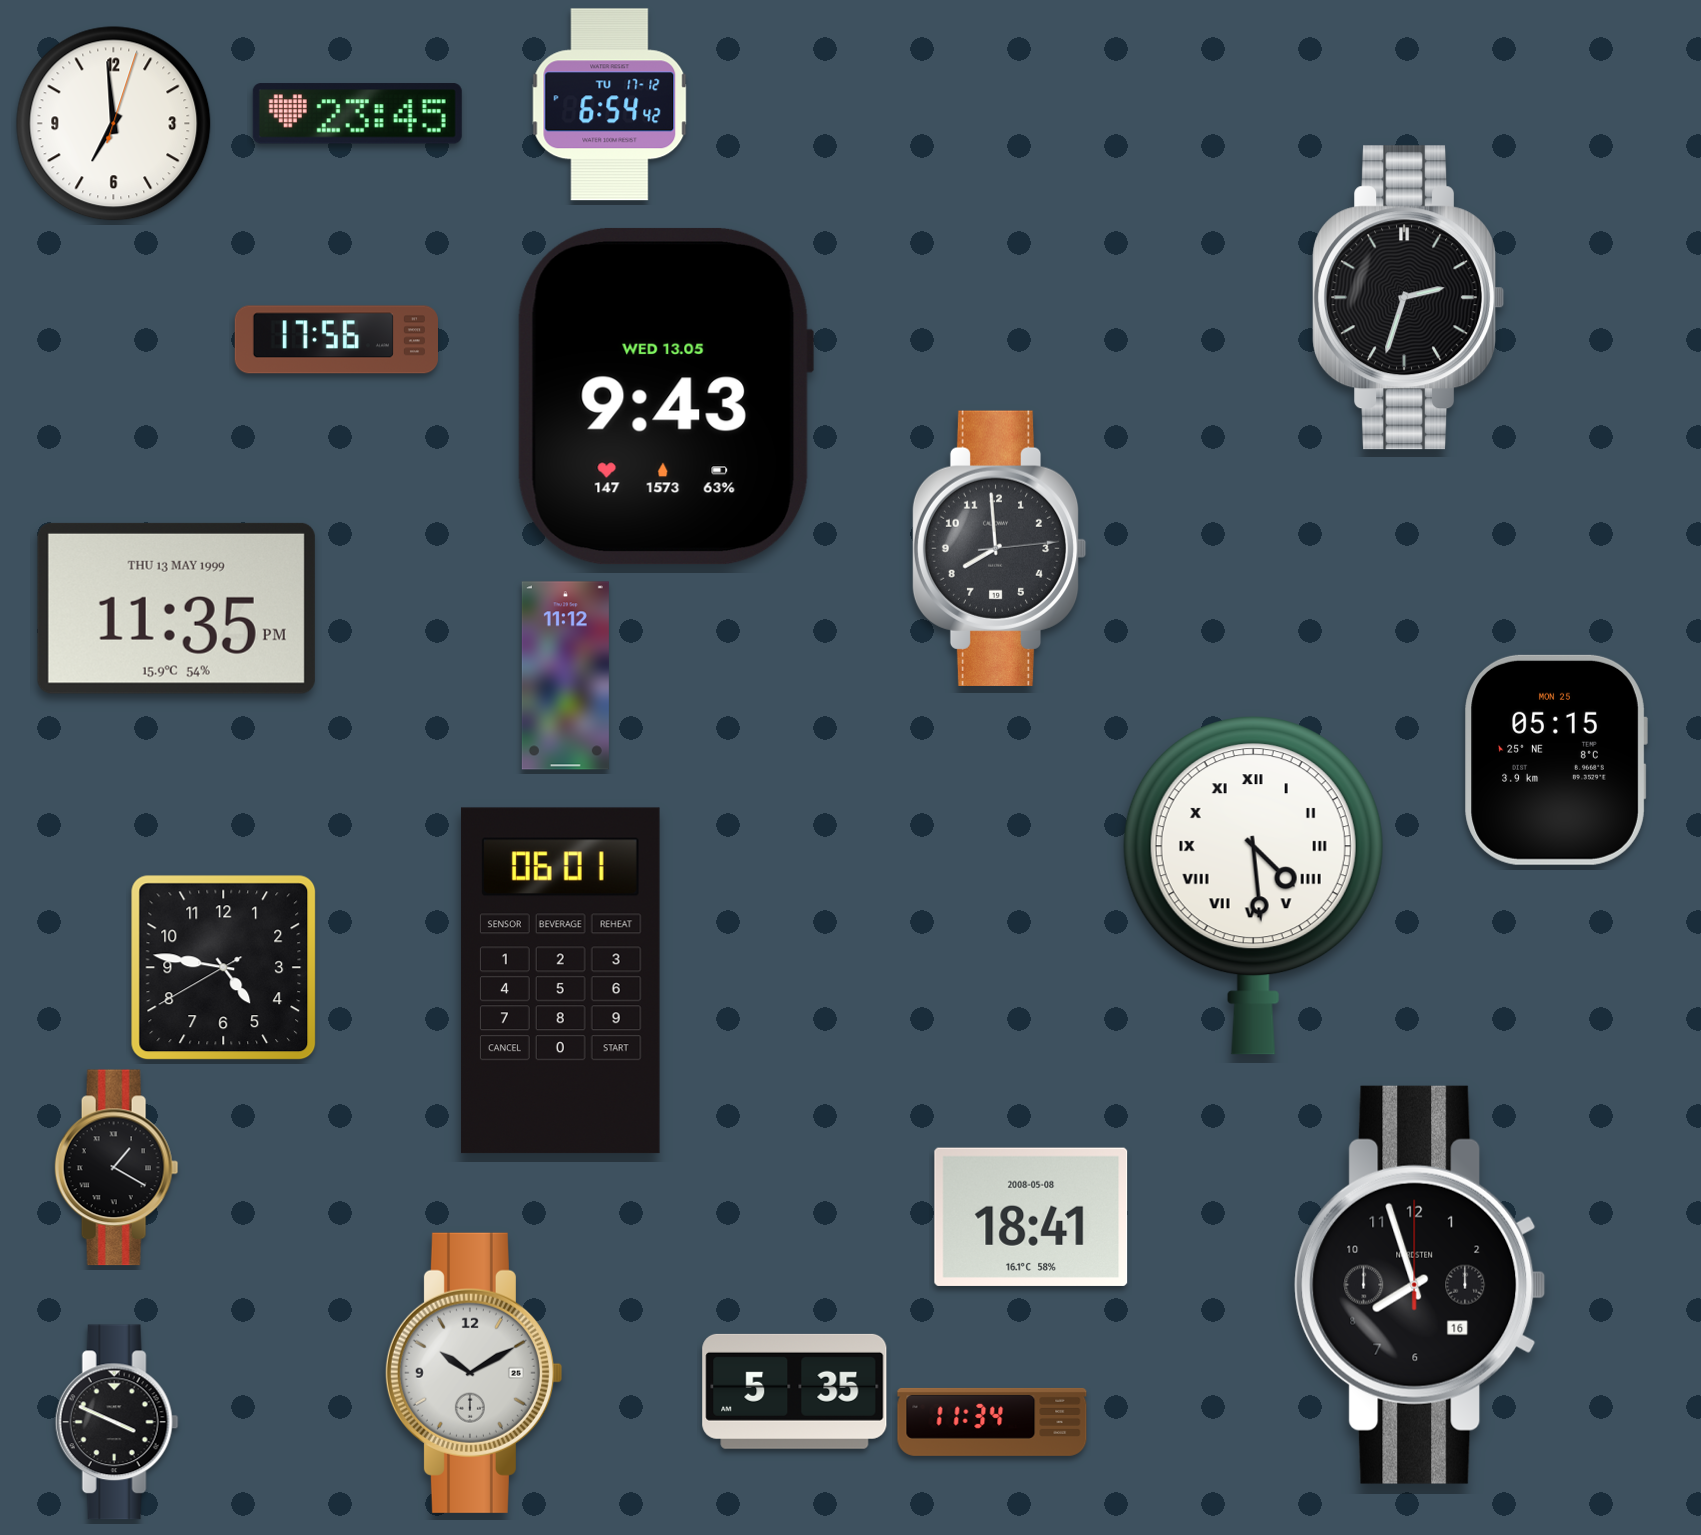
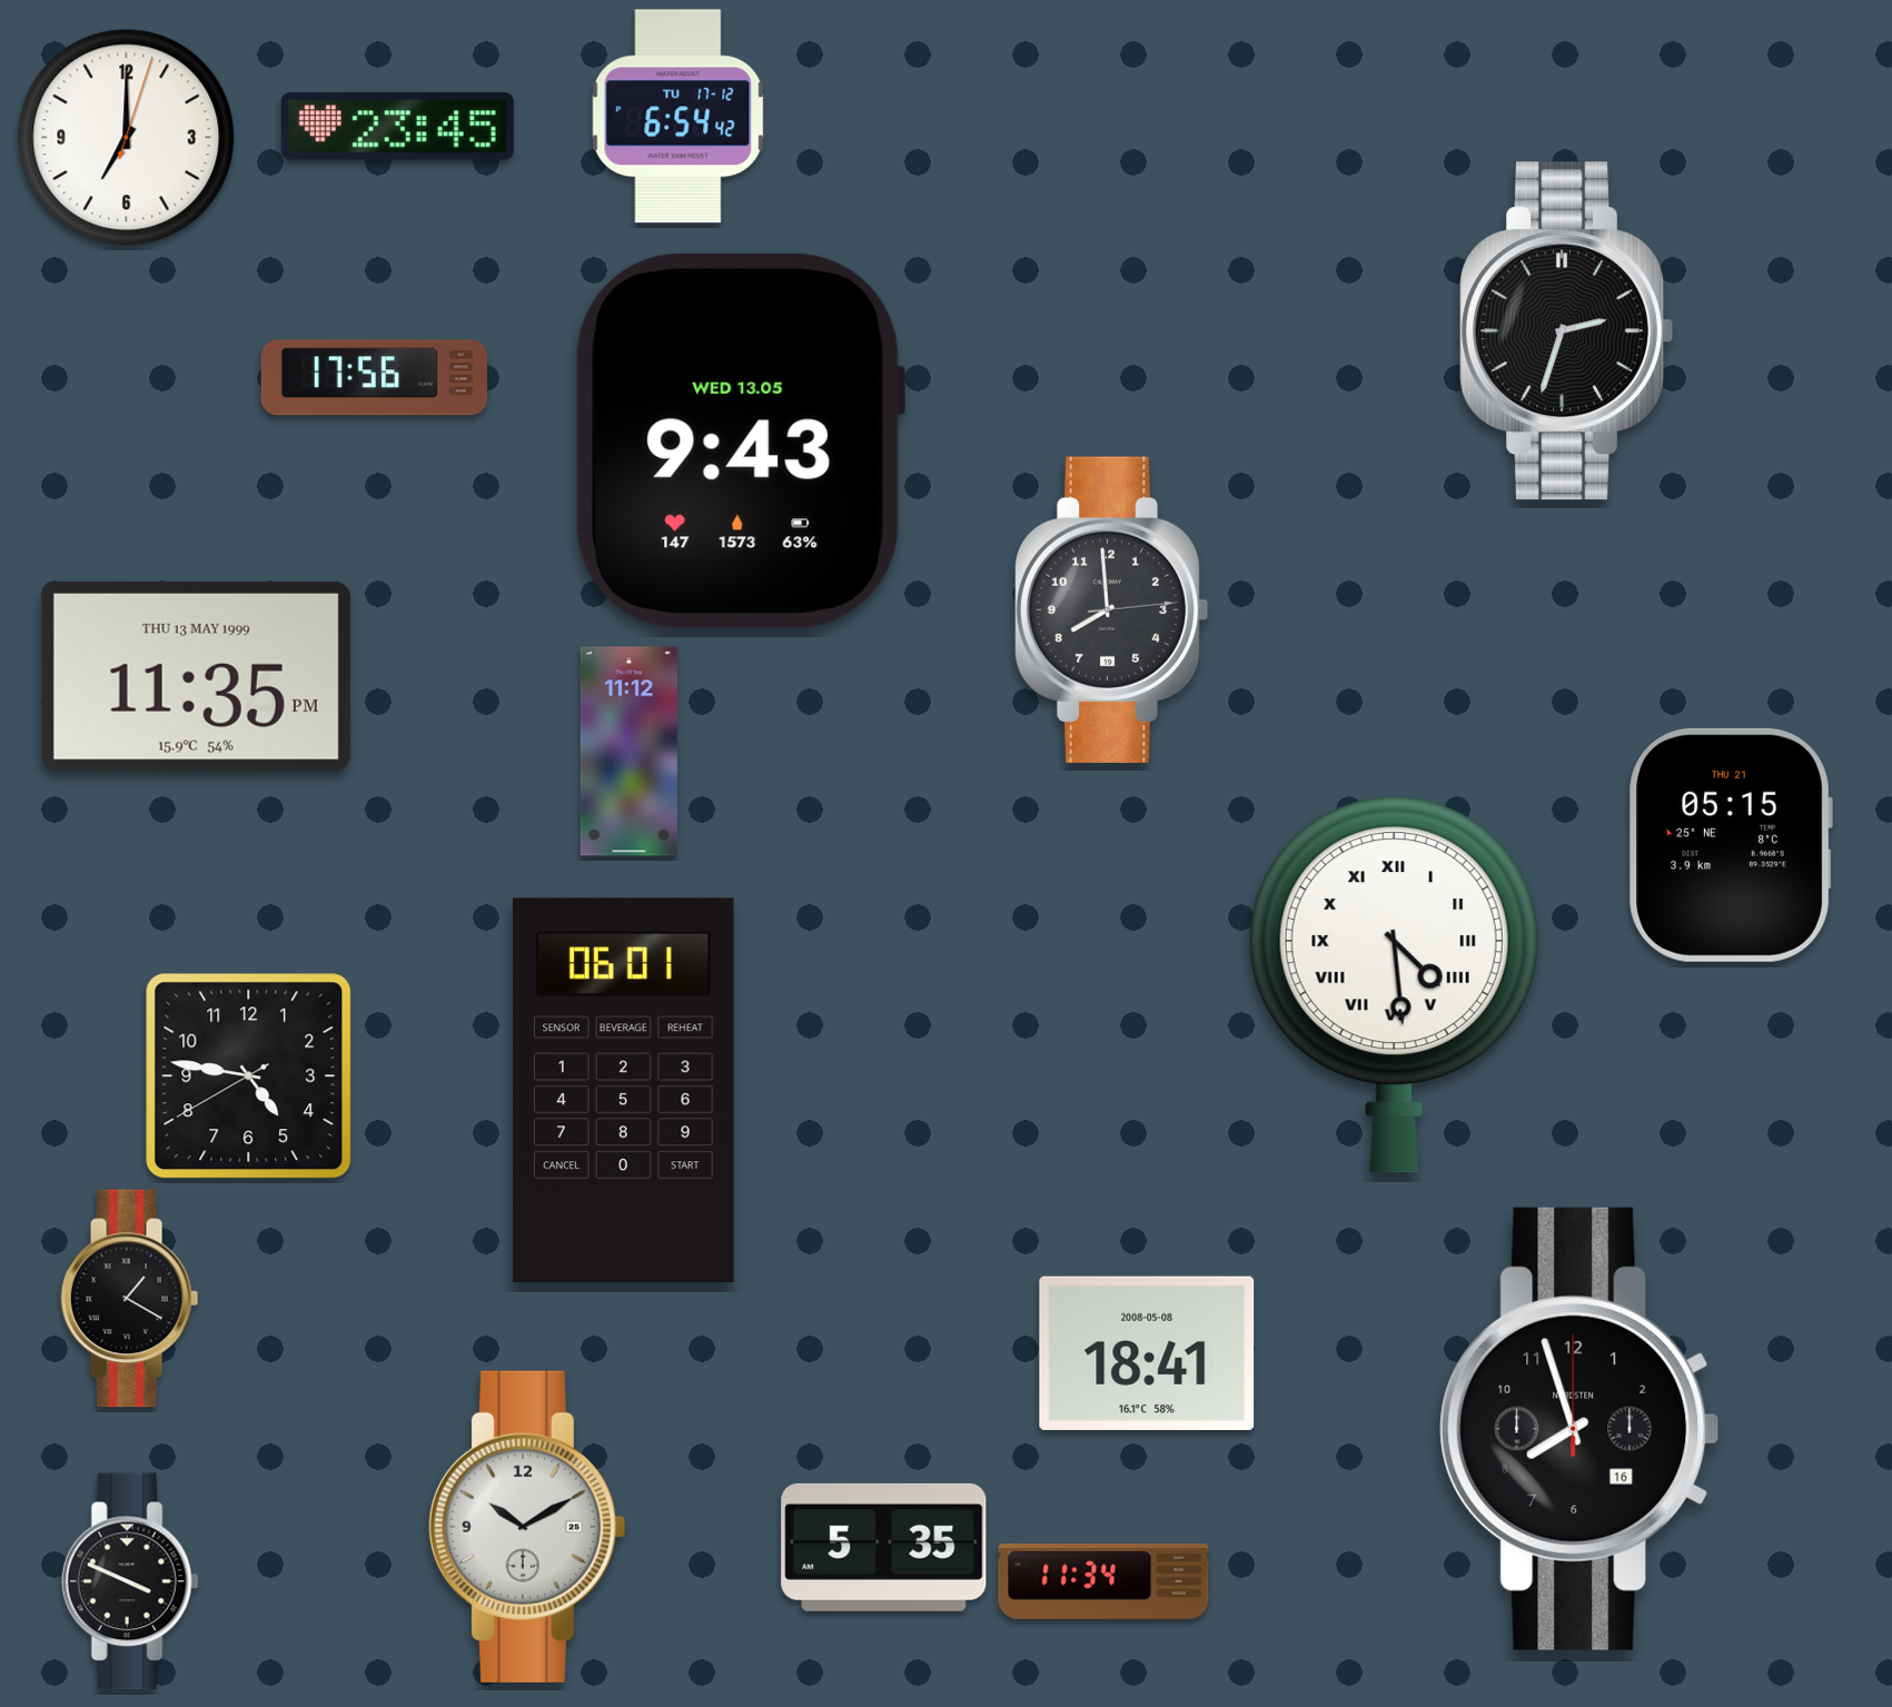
clock at (114, 124): 6:59 -> 7:00
clock at (1556, 760) date: MON 25 -> THU 21
